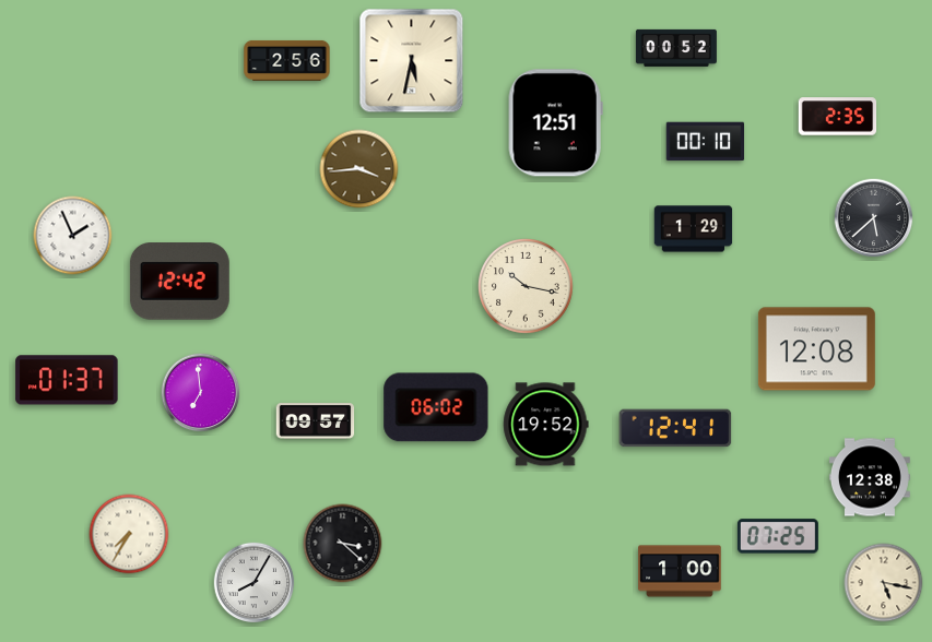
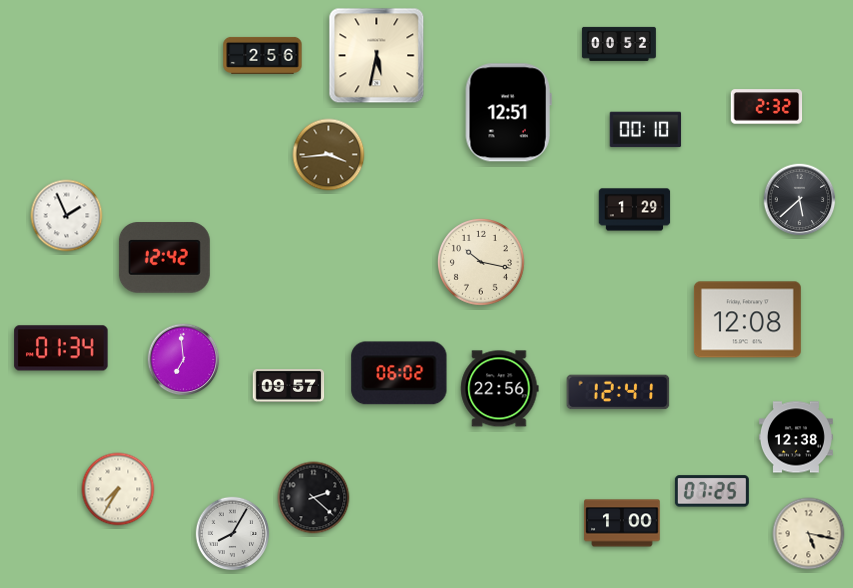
clock at (838, 117): 2:35 -> 2:32
clock at (67, 380): 01:37 -> 01:34
clock at (546, 425): 19:52 -> 22:56
clock at (343, 544): 3:22 -> 2:22
